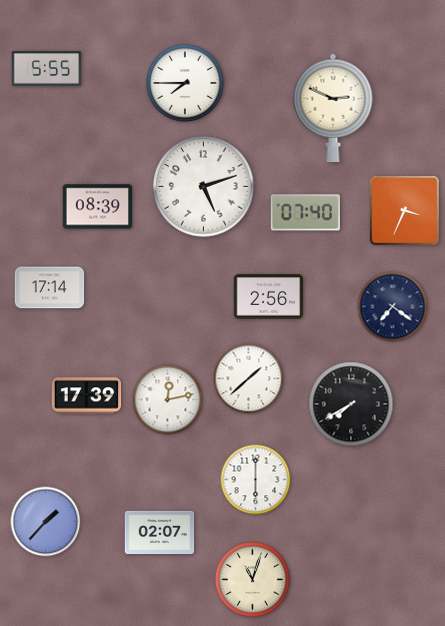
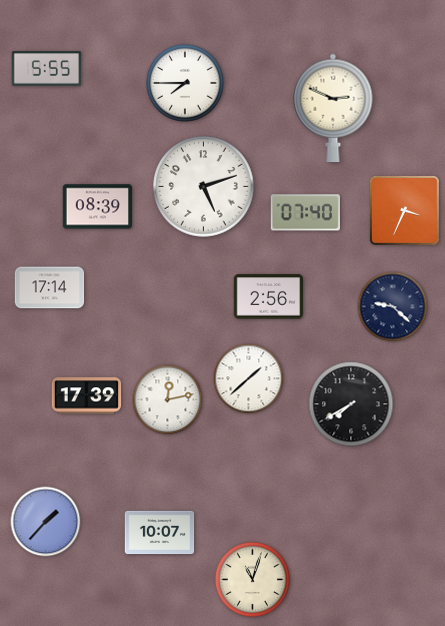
clock at (393, 307): 7:21 -> 9:22
clock at (256, 480): 6:00 -> none
clock at (160, 533): 02:07 -> 10:07
